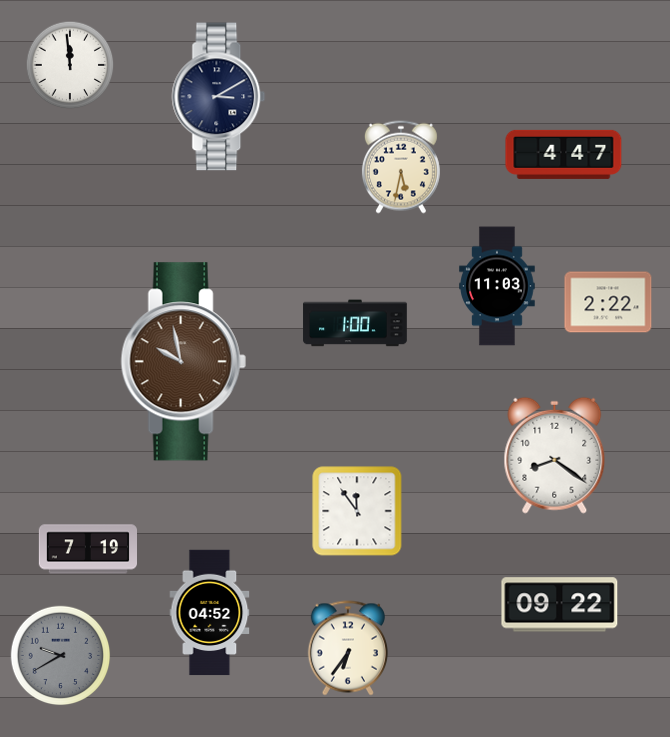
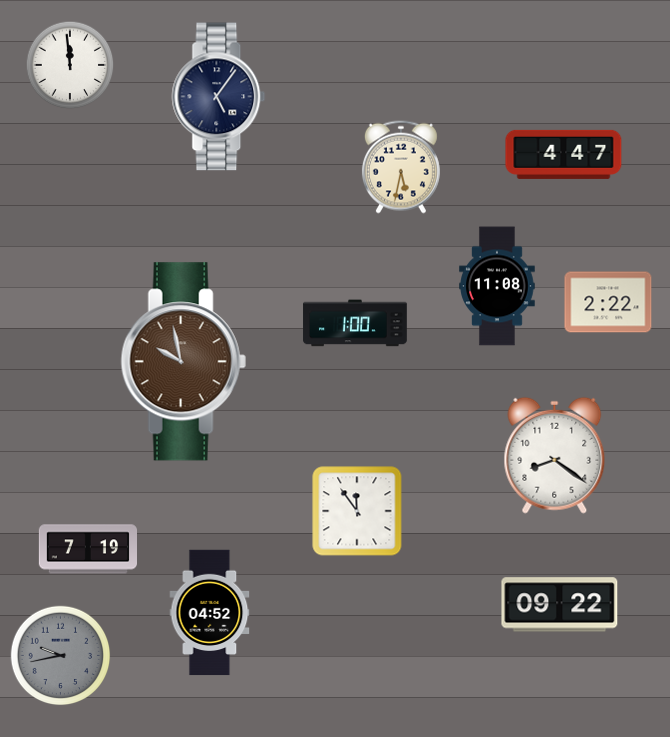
clock at (219, 97): 3:10 -> 5:06
clock at (497, 286): 11:03 -> 11:08
clock at (348, 648): 6:36 -> none
clock at (61, 656): 9:40 -> 9:43
